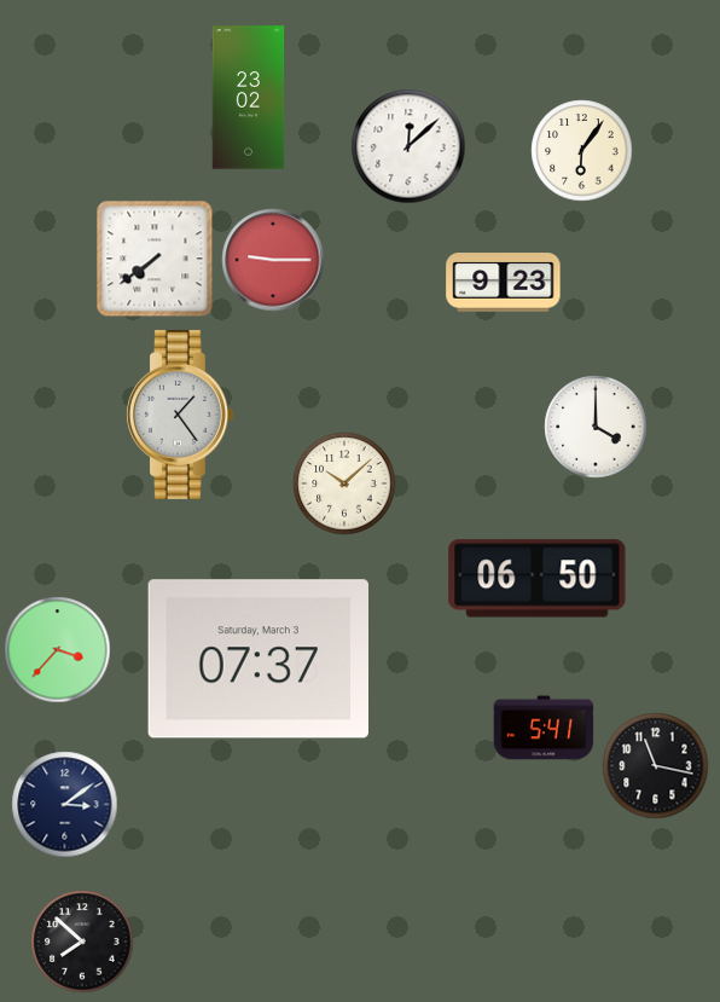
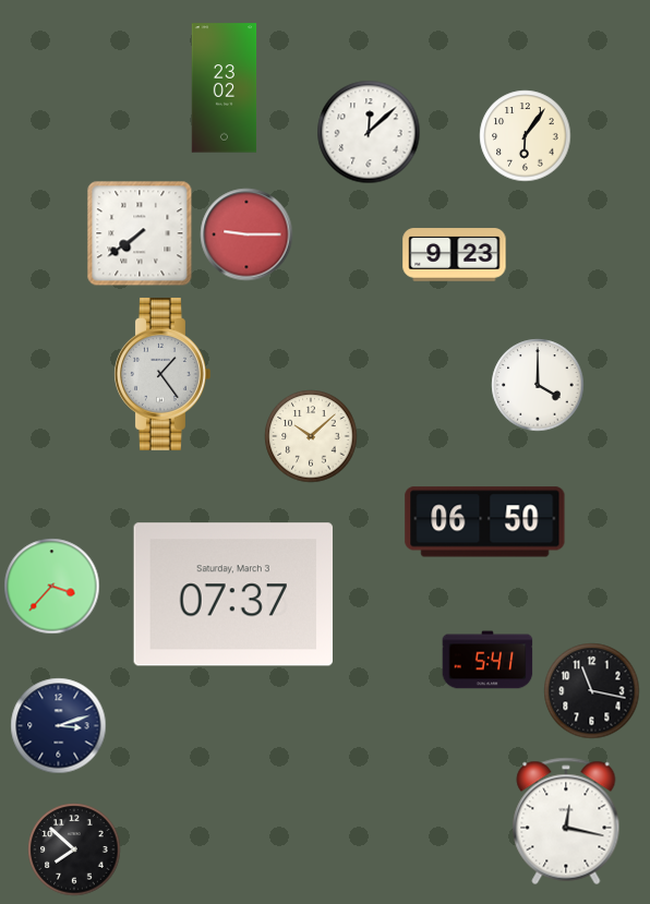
clock at (544, 728) position: (544, 728) -> (487, 660)
clock at (65, 805): 3:09 -> 3:12
clock at (566, 821): none -> 12:17
